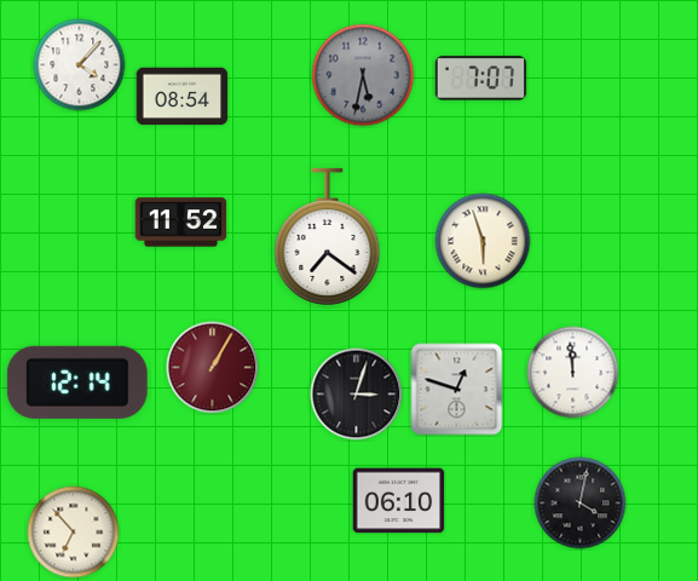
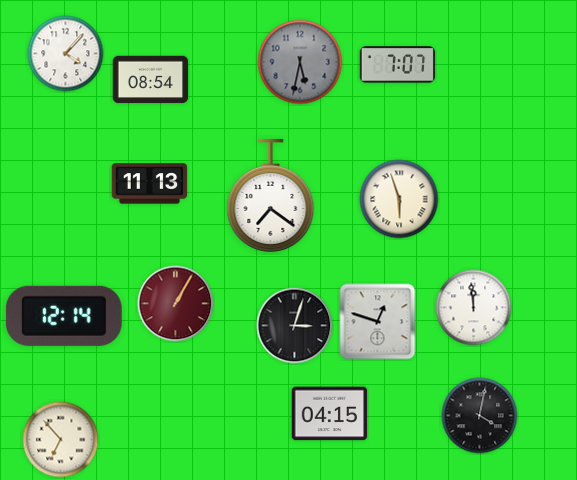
clock at (181, 223): 11:52 -> 11:13
clock at (399, 501): 06:10 -> 04:15
